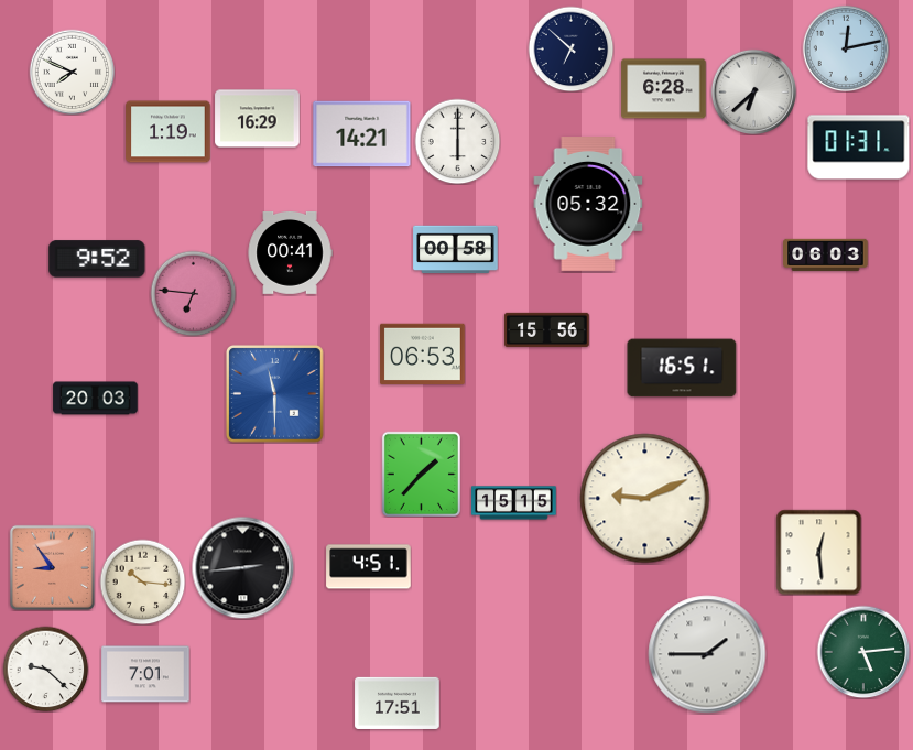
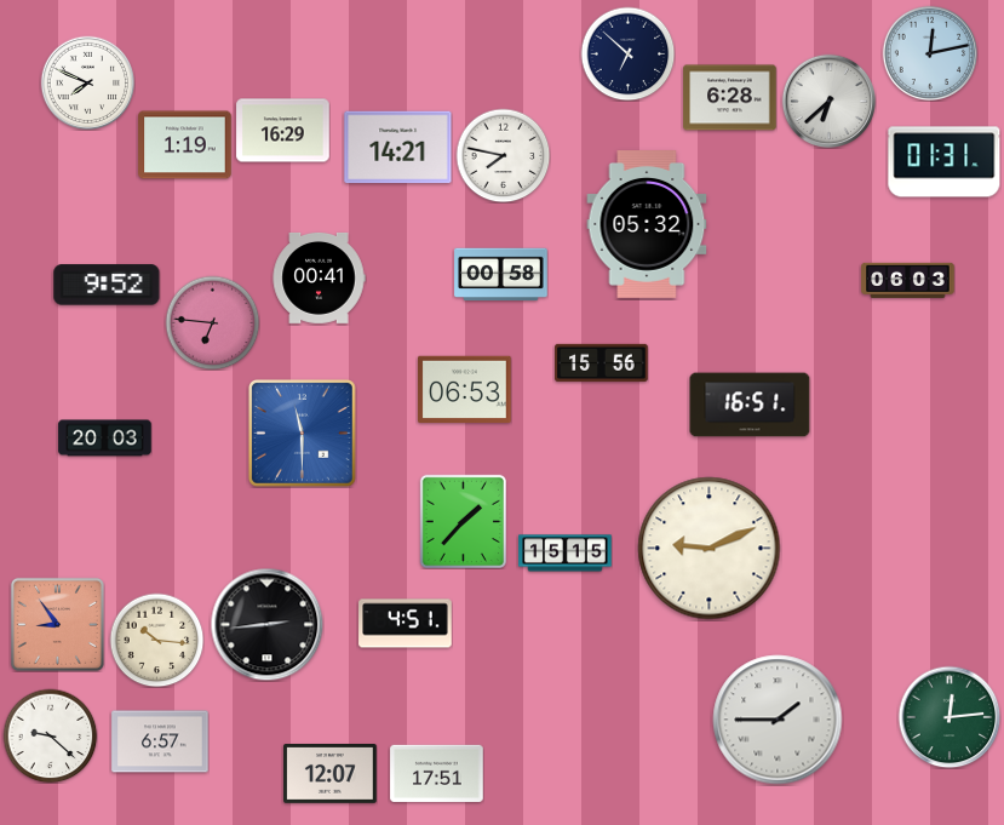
clock at (72, 72) position: (72, 72) -> (87, 82)
clock at (457, 141): 6:00 -> 7:47
clock at (818, 552): 12:29 -> none
clock at (863, 652): 5:14 -> 12:14
clock at (145, 674): 7:01 -> 6:57
clock at (331, 774): none -> 12:07
